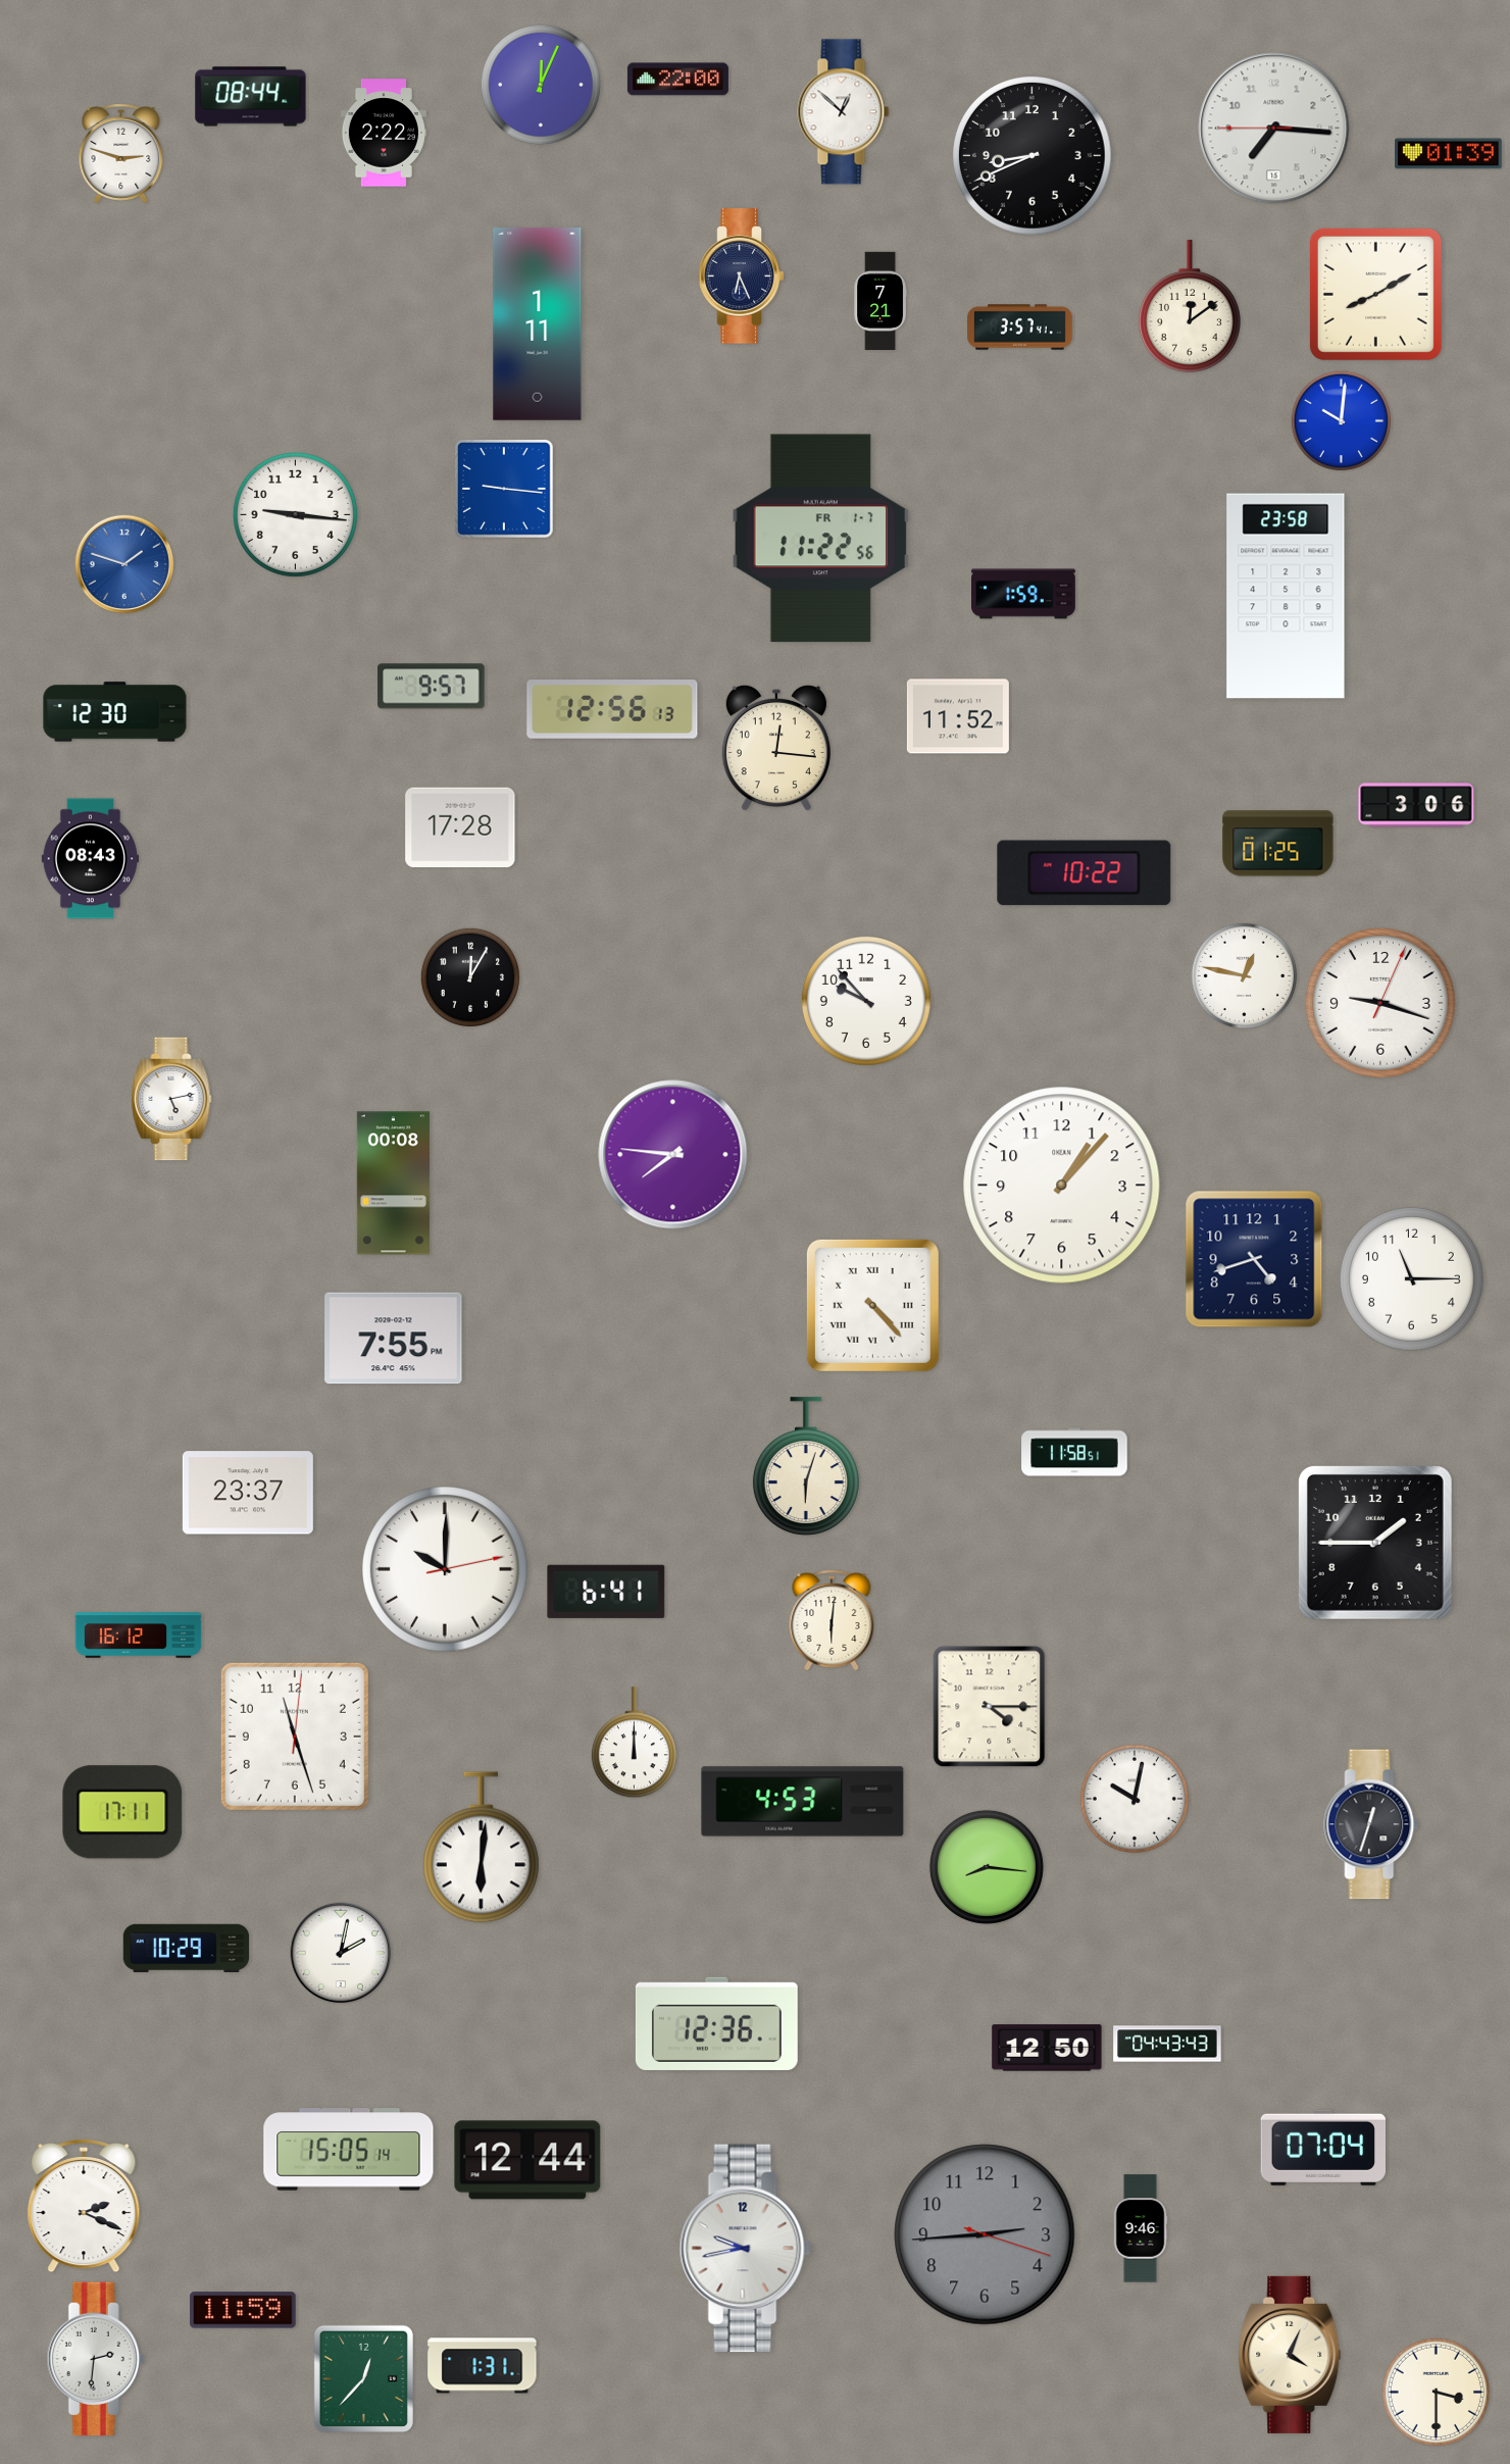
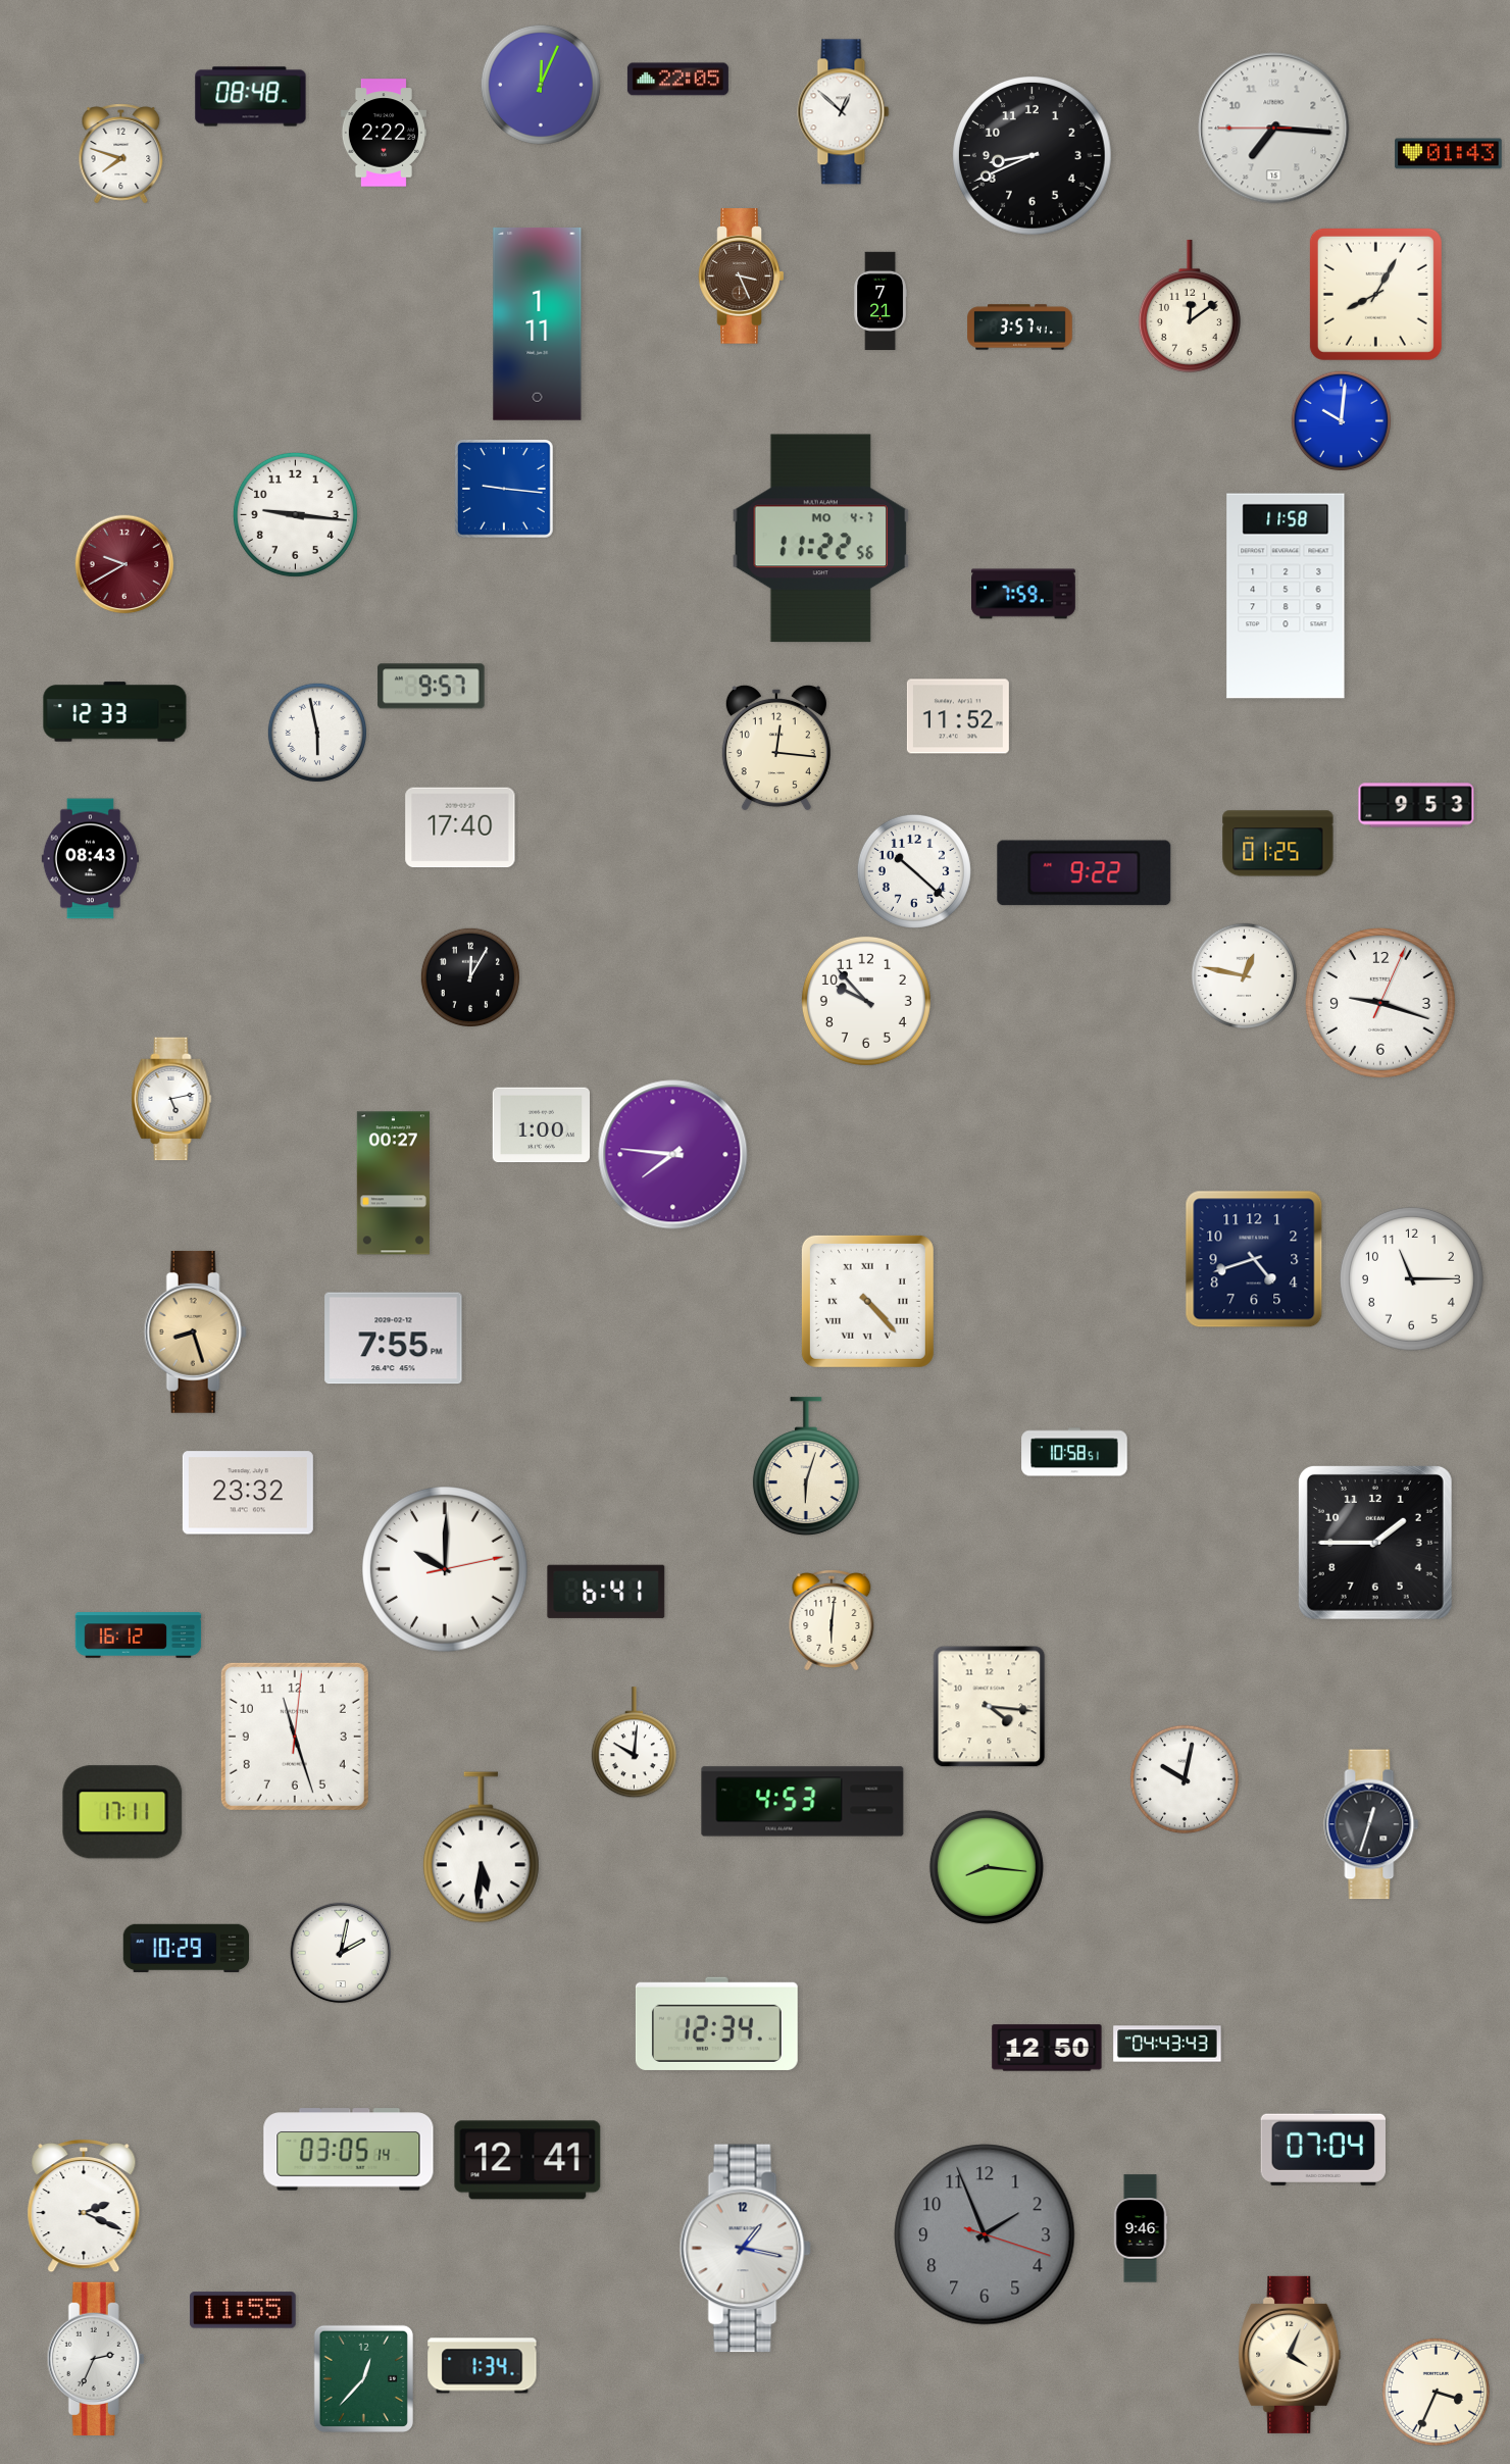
clock at (677, 80): 22:00 -> 22:05
clock at (251, 97): 08:44 -> 08:48
clock at (121, 154): 2:48 -> 7:48
clock at (1449, 154): 01:39 -> 01:43
clock at (742, 276): 6:26 -> 3:26
clock at (742, 276) dial: navy -> brown
clock at (1375, 294): 8:10 -> 8:05
clock at (821, 539) date: FR 1-7 -> MO 4-7
clock at (124, 564): 1:48 -> 9:40
clock at (124, 564) dial: blue -> burgundy
clock at (1024, 594): 1:59 -> 7:59
clock at (1286, 596): 23:58 -> 11:58
clock at (612, 710): 12:56 -> none
clock at (115, 712): 12:30 -> 12:33
clock at (317, 733): none -> 5:58
clock at (1416, 805): 3:06 -> 9:53
clock at (460, 827): 17:28 -> 17:40
clock at (914, 871): none -> 10:22
clock at (1085, 873): 10:22 -> 9:22
clock at (542, 1125): none -> 1:00
clock at (393, 1184): 00:08 -> 00:27
clock at (1062, 1186): 1:07 -> none
clock at (872, 1305) position: (872, 1305) -> (867, 1301)
clock at (195, 1331): none -> 8:27
clock at (1074, 1452): 11:58 -> 10:58
clock at (248, 1493): 23:37 -> 23:32
clock at (990, 1707): 4:15 -> 4:16
clock at (634, 1743): 12:00 -> 10:01
clock at (1135, 1799) position: (1135, 1799) -> (1185, 1779)
clock at (481, 1848): 6:01 -> 5:31
clock at (716, 2023): 12:36 -> 12:34
clock at (349, 2150): 15:05 -> 03:05
clock at (527, 2160): 12:44 -> 12:41
clock at (985, 2234): 2:44 -> 1:56
clock at (745, 2249): 9:43 -> 1:17
clock at (243, 2310): 11:59 -> 11:55
clock at (96, 2359): 2:31 -> 2:34
clock at (483, 2366): 1:31 -> 1:34
clock at (1436, 2392): 3:30 -> 3:34
